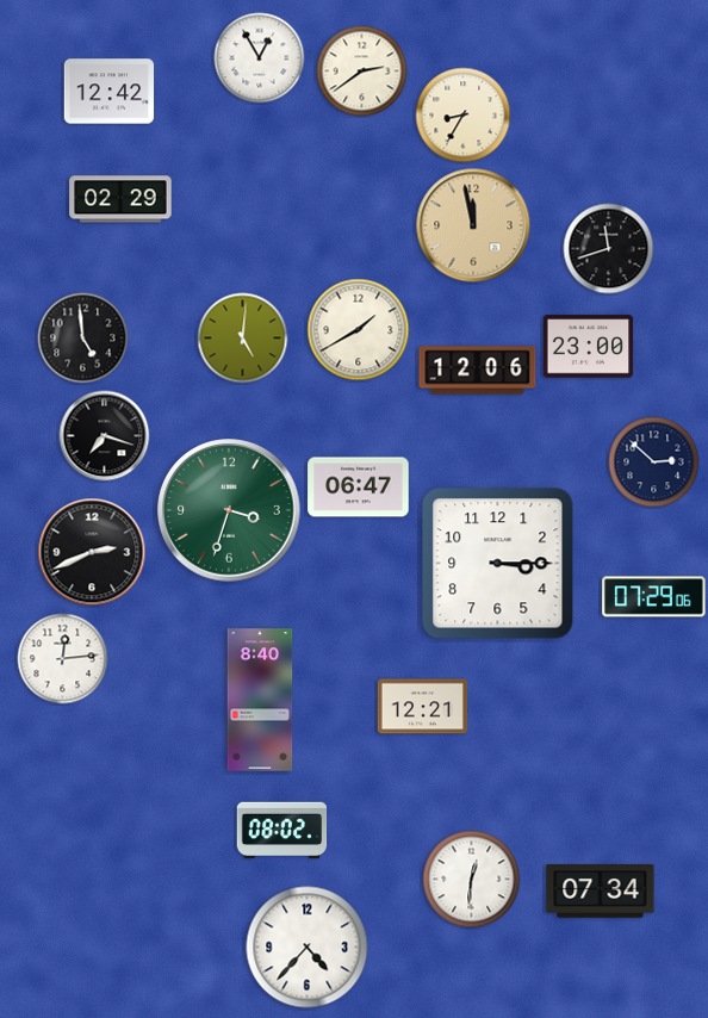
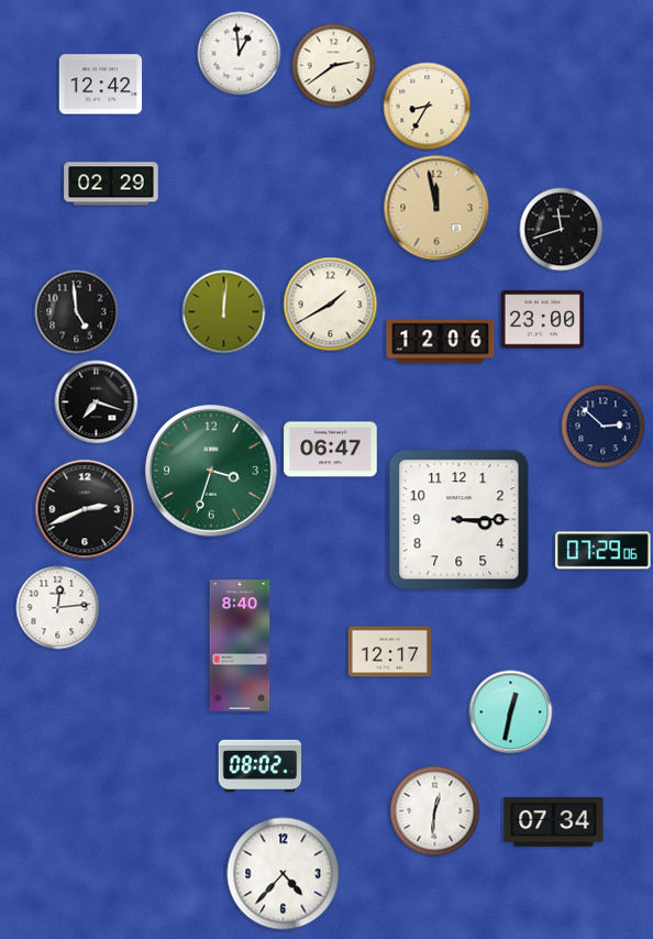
clock at (260, 58): 12:55 -> 12:59
clock at (243, 339): 5:01 -> 12:01
clock at (423, 707): 12:21 -> 12:17
clock at (511, 712): none -> 12:32
